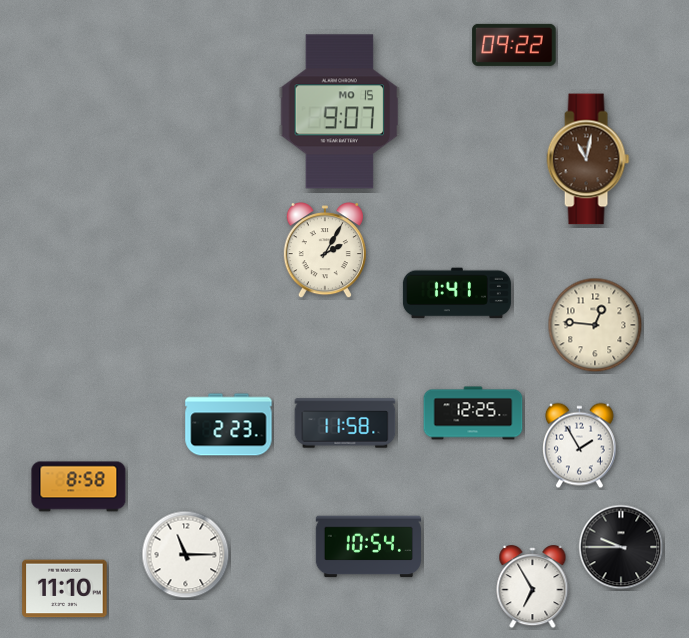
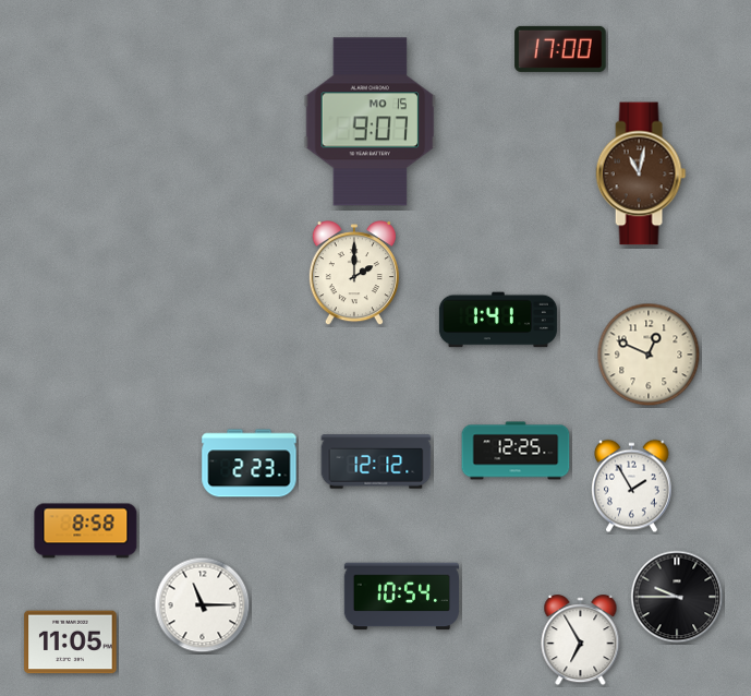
clock at (514, 45): 09:22 -> 17:00
clock at (325, 251): 2:05 -> 2:00
clock at (595, 325): 12:46 -> 12:49
clock at (345, 423): 11:58 -> 12:12
clock at (65, 589): 11:10 -> 11:05
